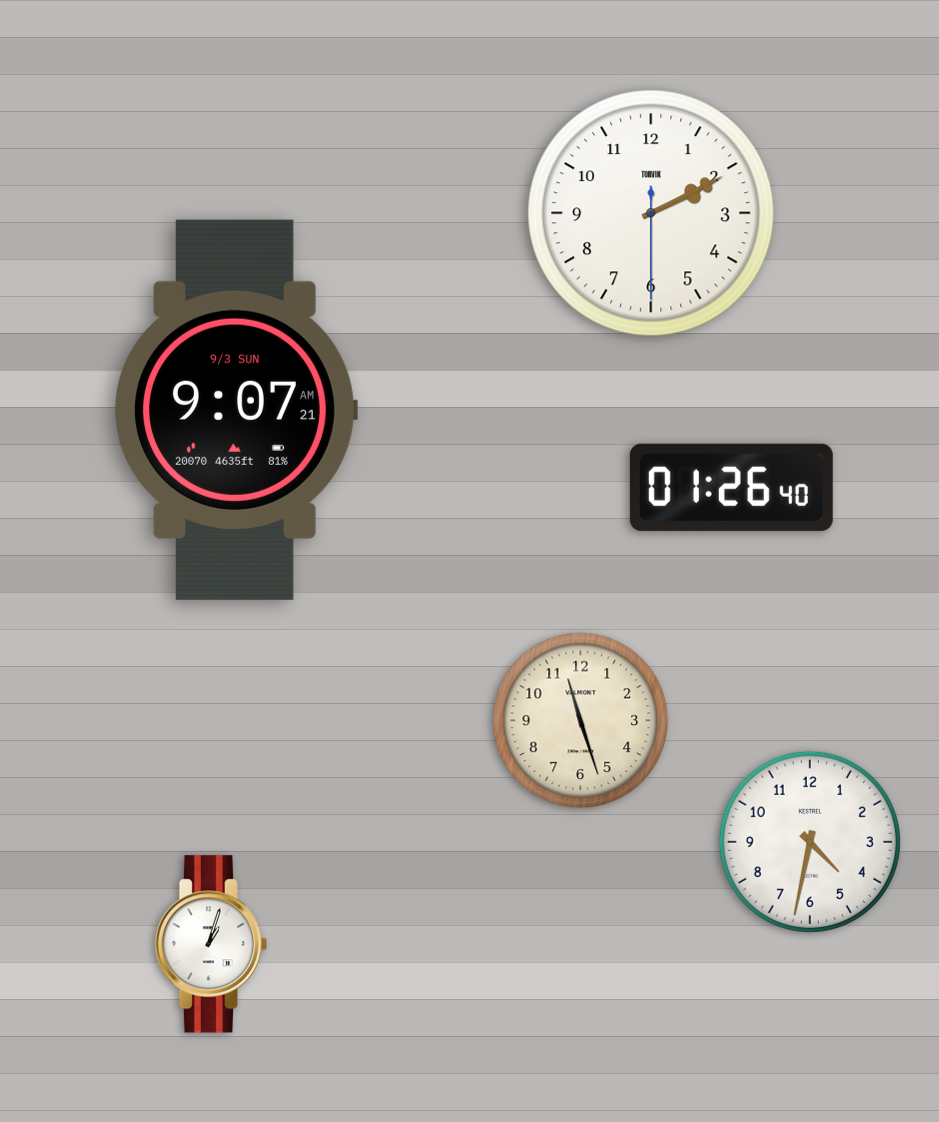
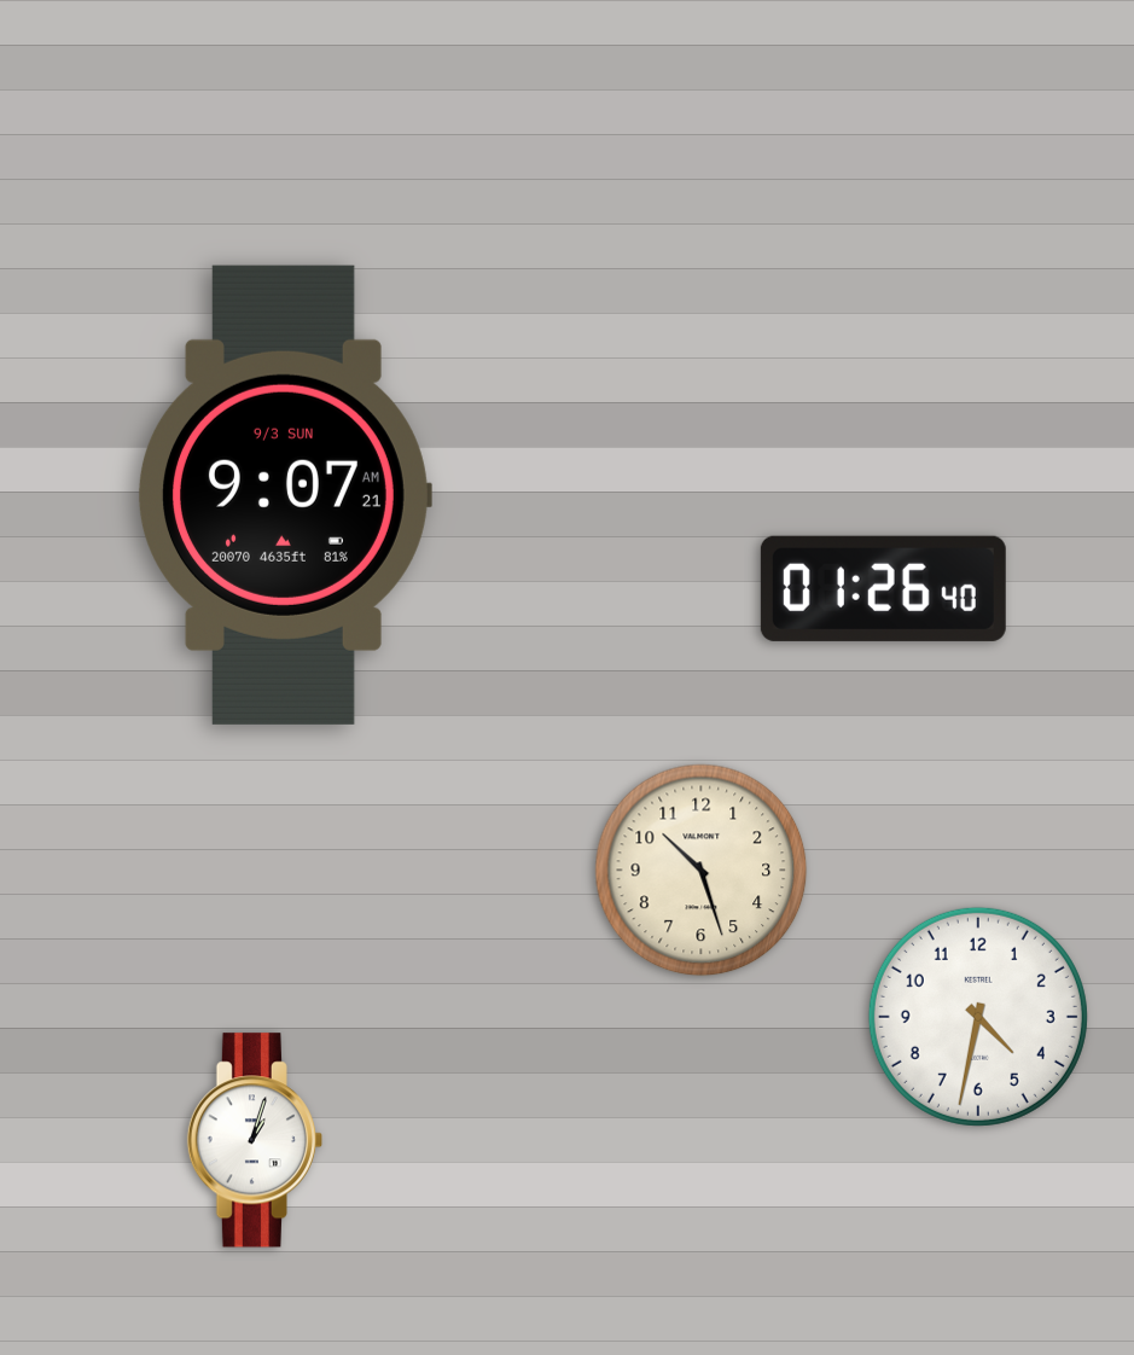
clock at (651, 213): 2:10 -> none
clock at (581, 721): 11:27 -> 10:27
